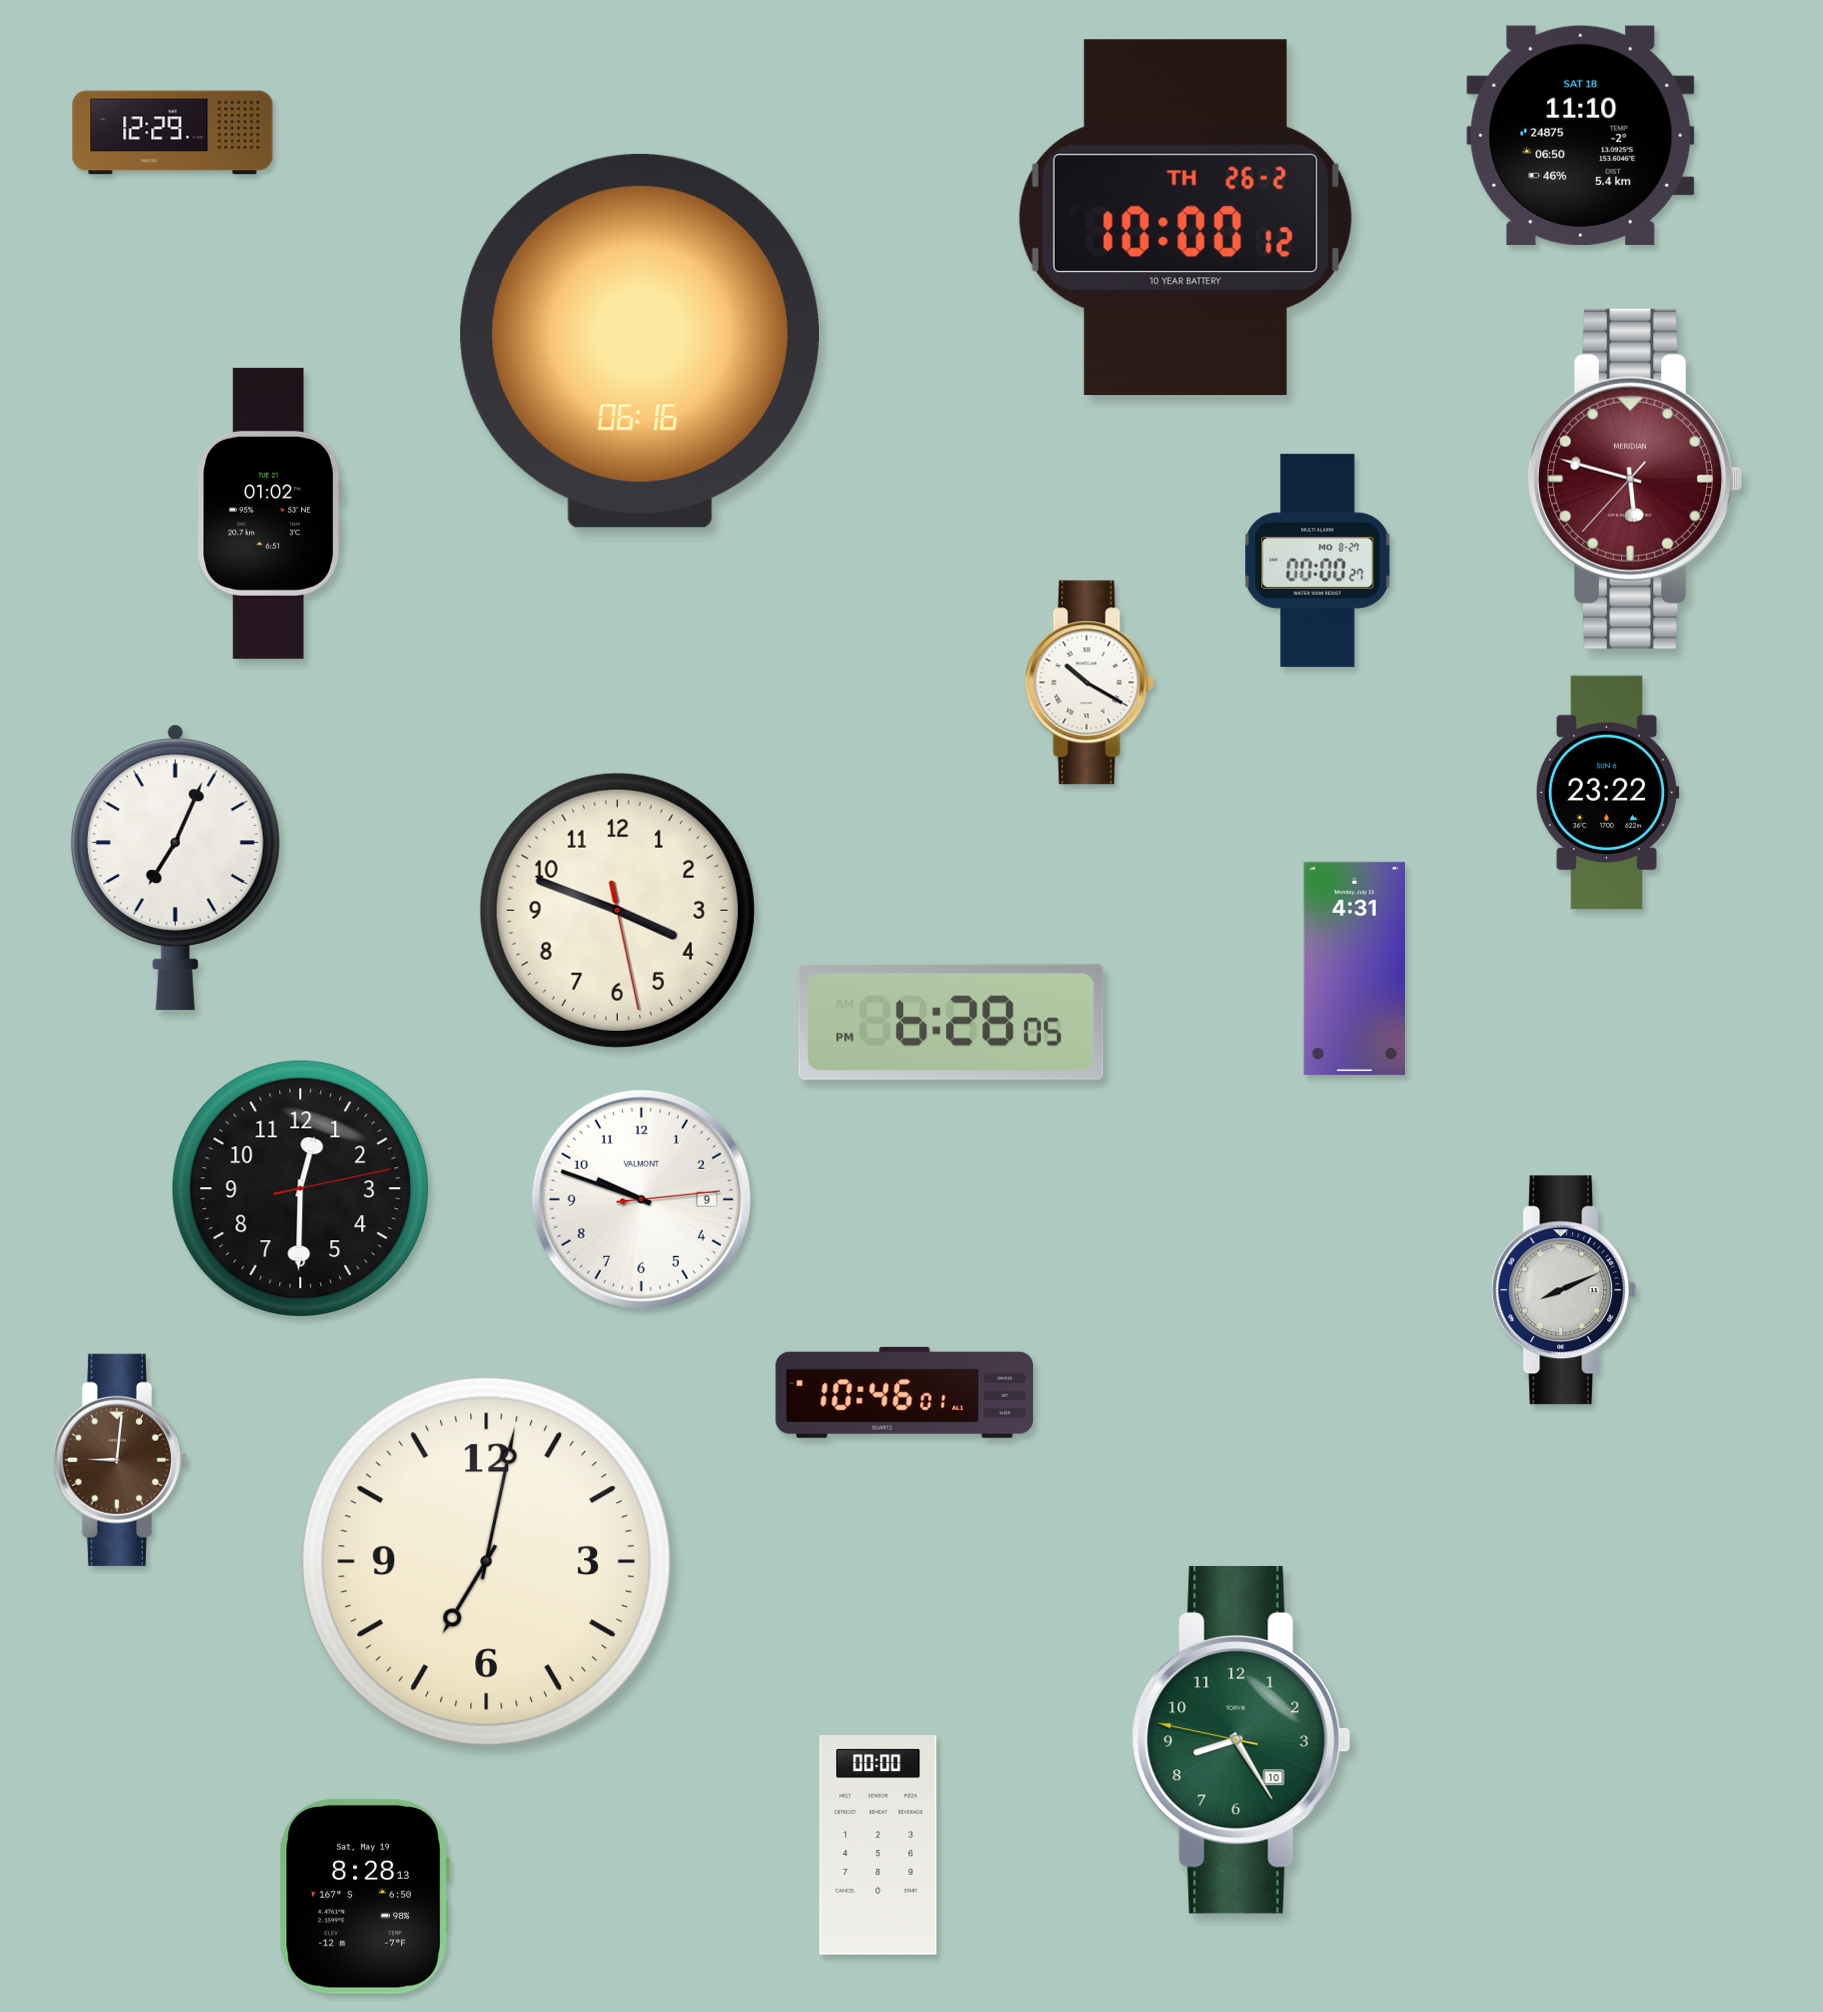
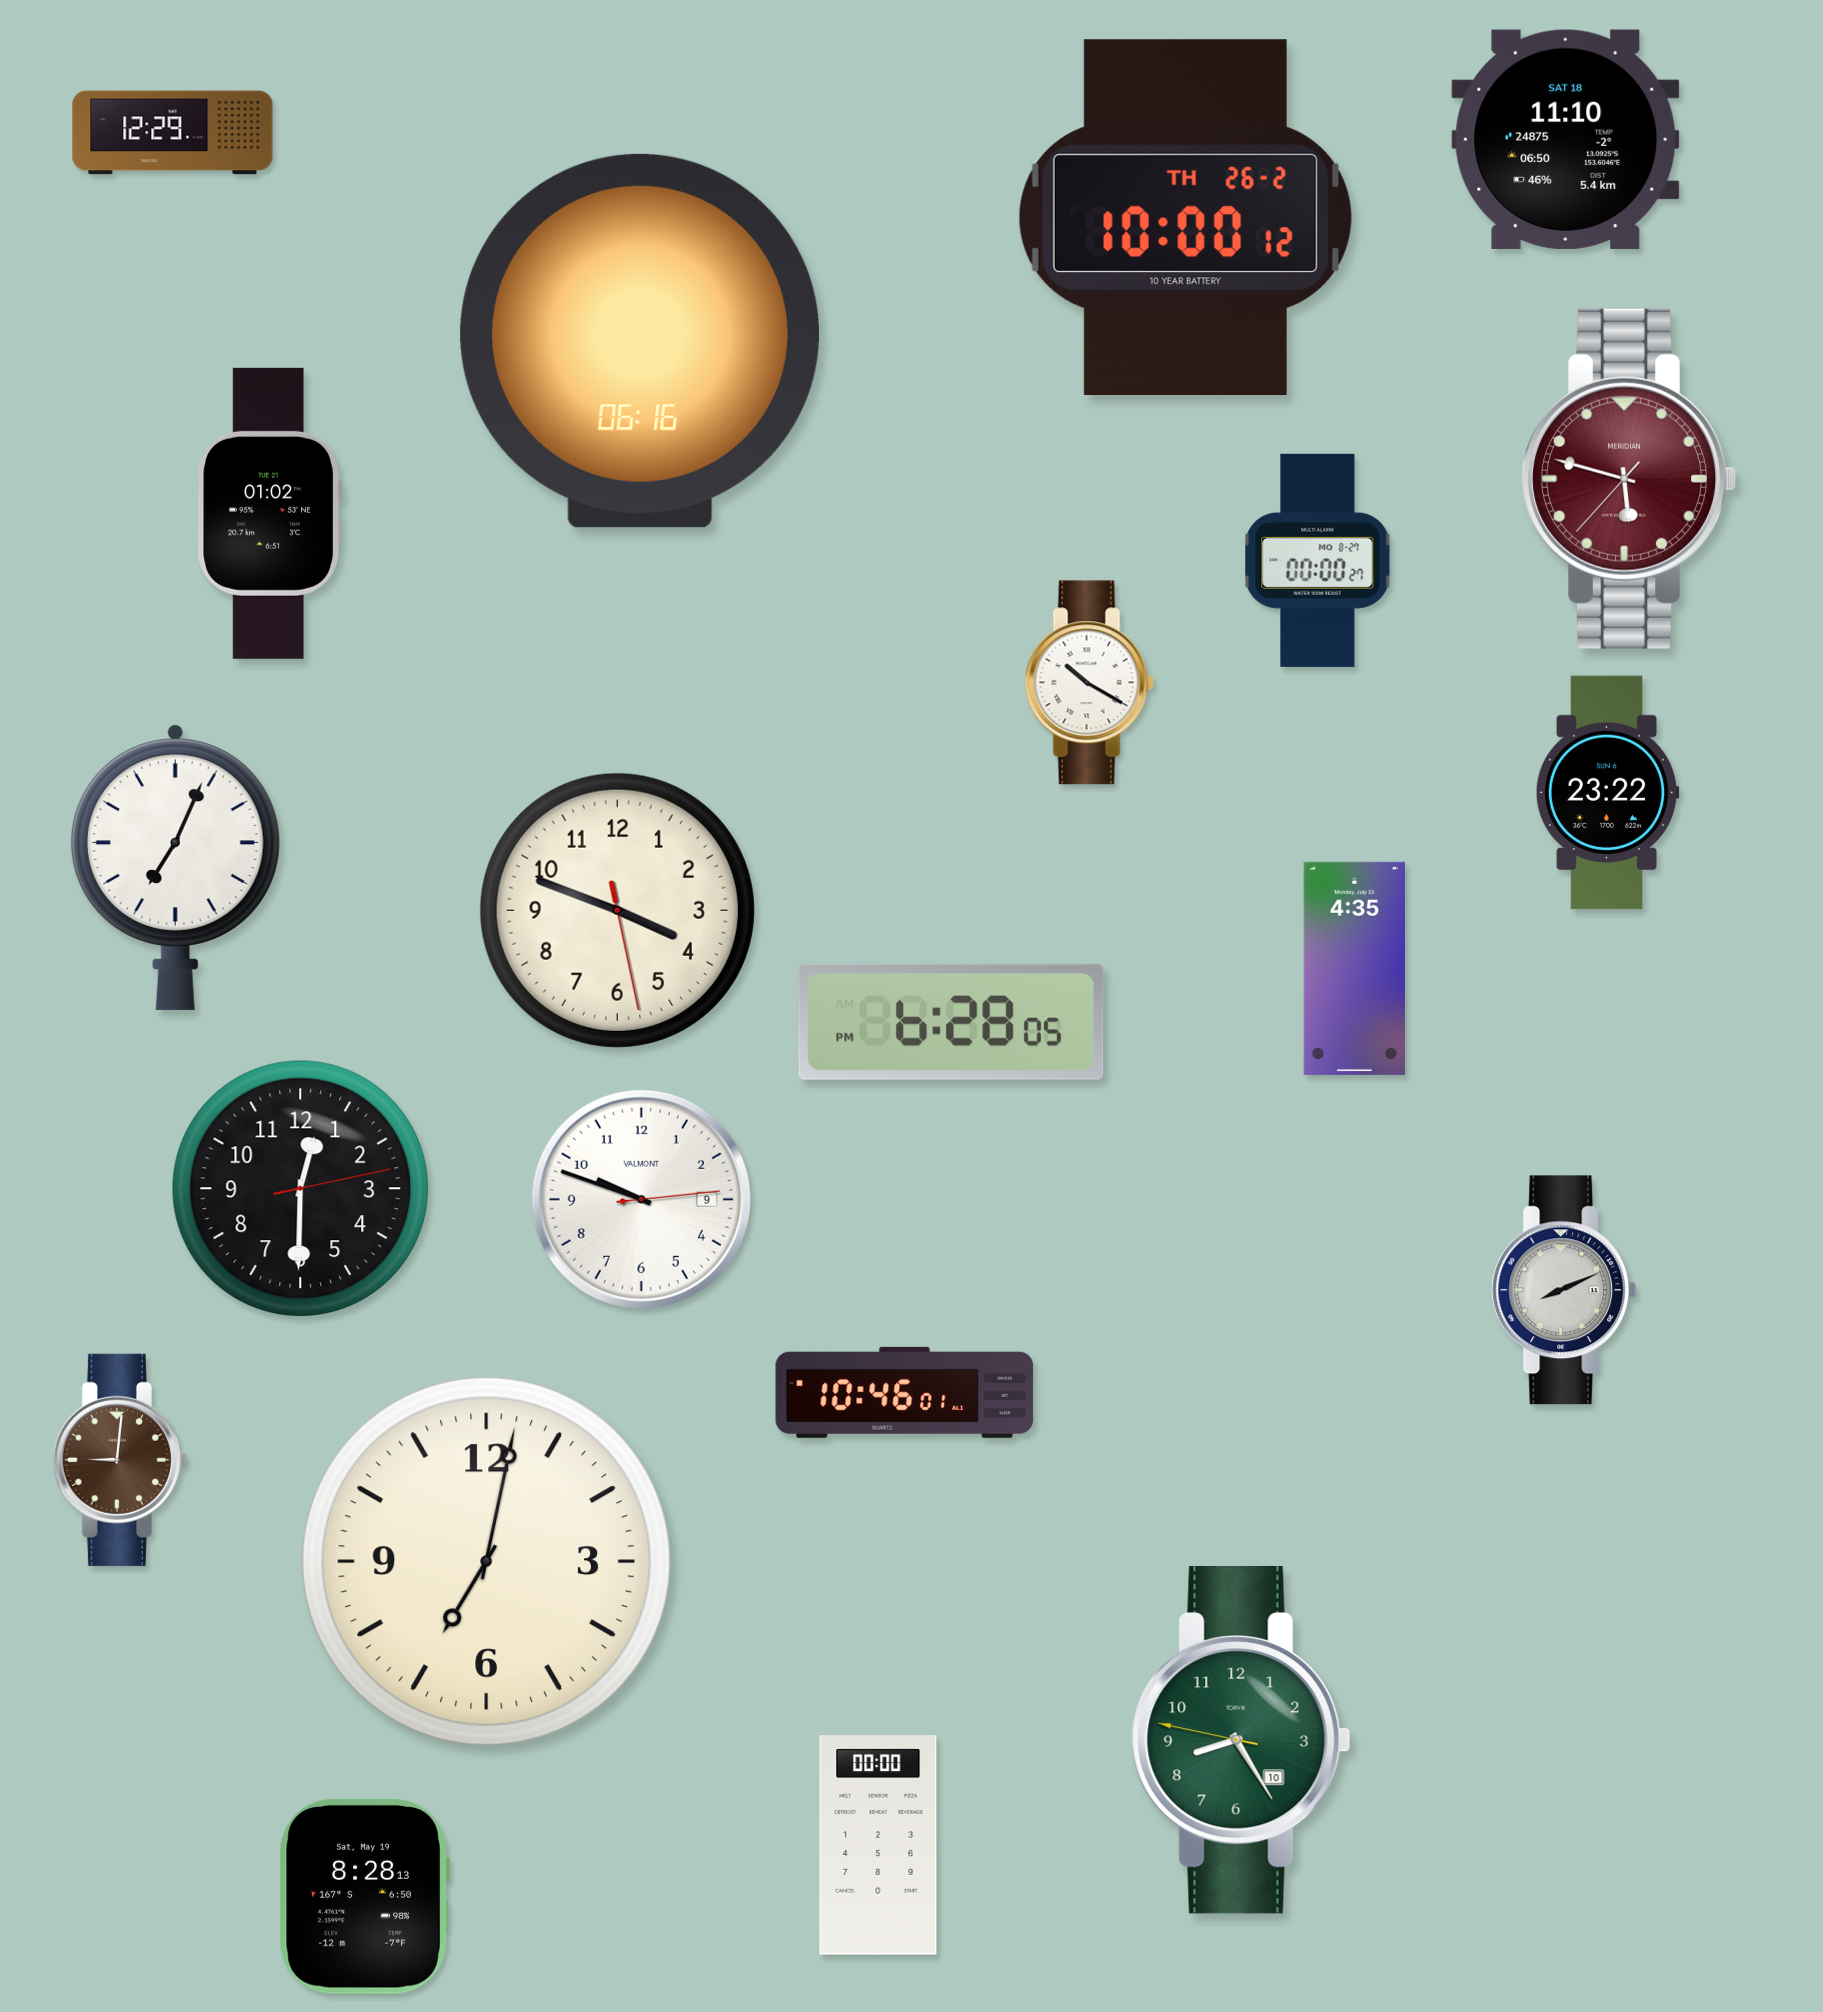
clock at (1581, 135) position: (1581, 135) -> (1566, 139)
clock at (1634, 479) position: (1634, 479) -> (1628, 479)
clock at (1354, 968): 4:31 -> 4:35
